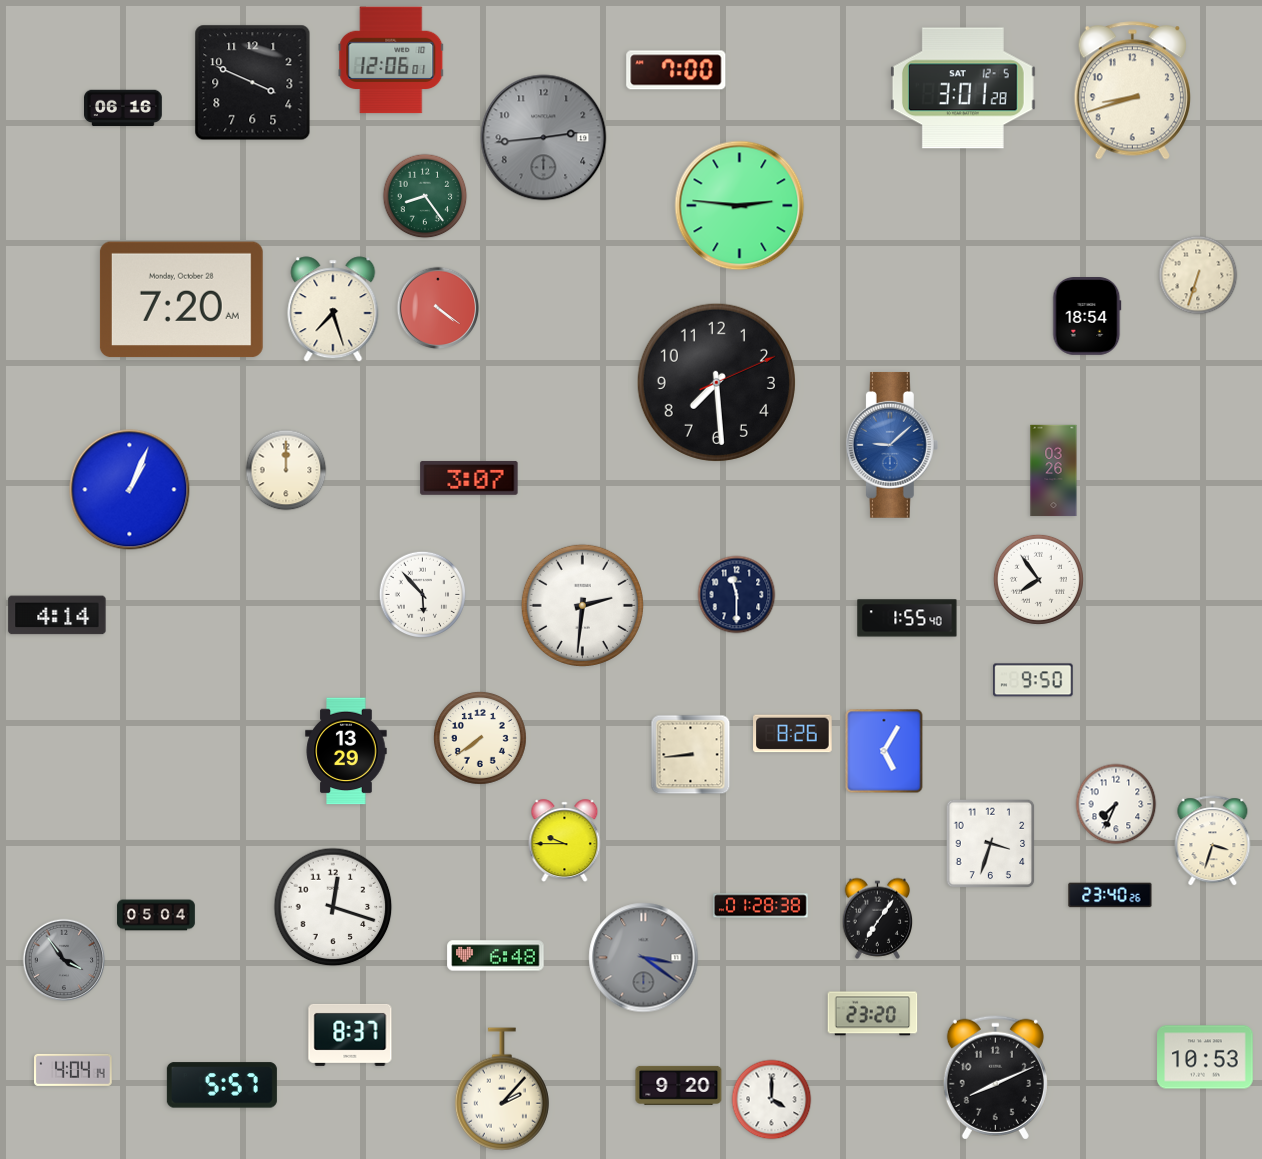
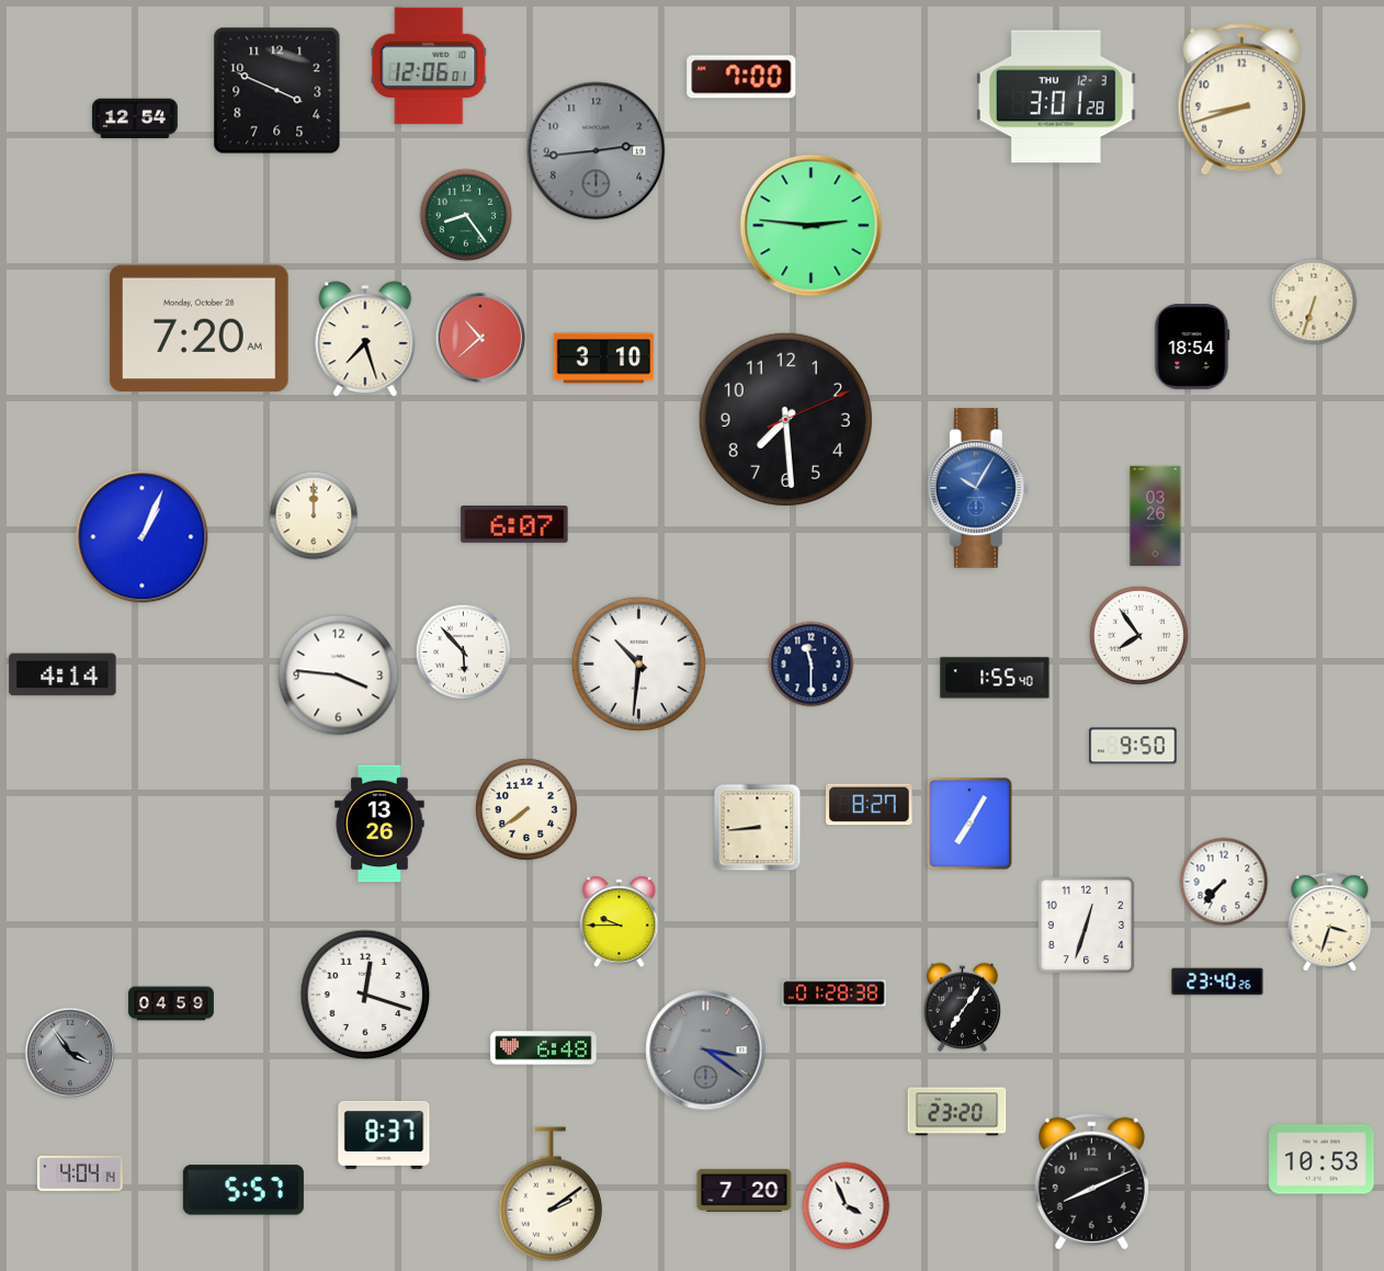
clock at (963, 88) date: SAT 12-5 -> THU 12-3
clock at (124, 108): 06:16 -> 12:54
clock at (438, 308): 4:21 -> 10:38
clock at (604, 359): none -> 3:10
clock at (892, 445): 9:08 -> 10:05
clock at (469, 478): 3:07 -> 6:07
clock at (737, 595) position: (737, 595) -> (812, 665)
clock at (582, 605): 2:31 -> 10:31
clock at (339, 676): none -> 3:46
clock at (793, 734): 8:26 -> 8:27
clock at (346, 751): 13:29 -> 13:26
clock at (884, 751): 5:05 -> 7:05
clock at (1116, 804): 7:34 -> 7:37
clock at (991, 844): 3:33 -> 12:33
clock at (156, 915): 05:04 -> 04:59
clock at (679, 1085): 9:20 -> 7:20
clock at (502, 1089): 2:07 -> 2:09
clock at (772, 1100): 4:00 -> 3:56
